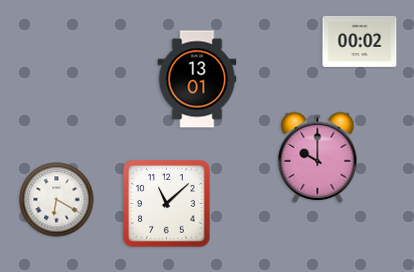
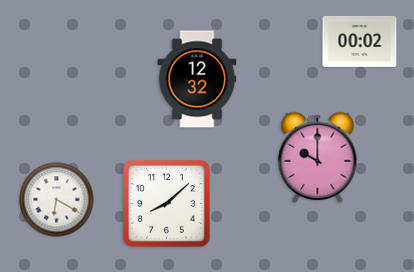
clock at (197, 79): 13:01 -> 12:32
clock at (167, 204): 11:08 -> 8:08
